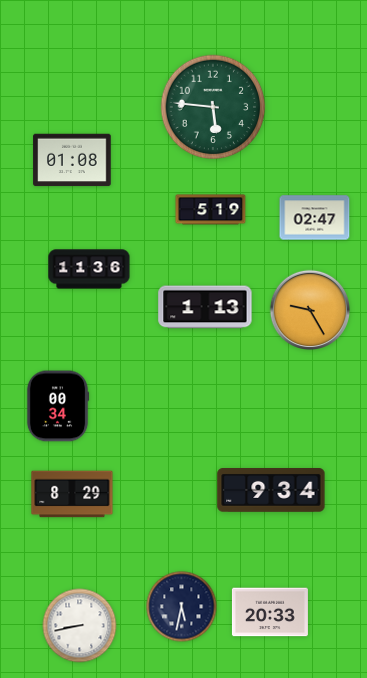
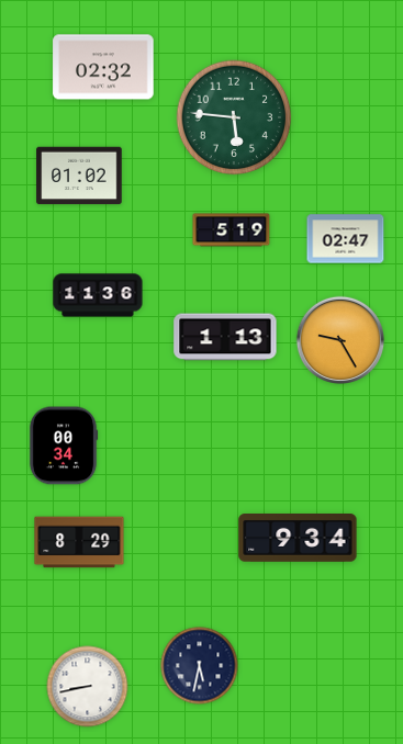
clock at (103, 67): none -> 02:32
clock at (72, 160): 01:08 -> 01:02
clock at (270, 612): 20:33 -> none
